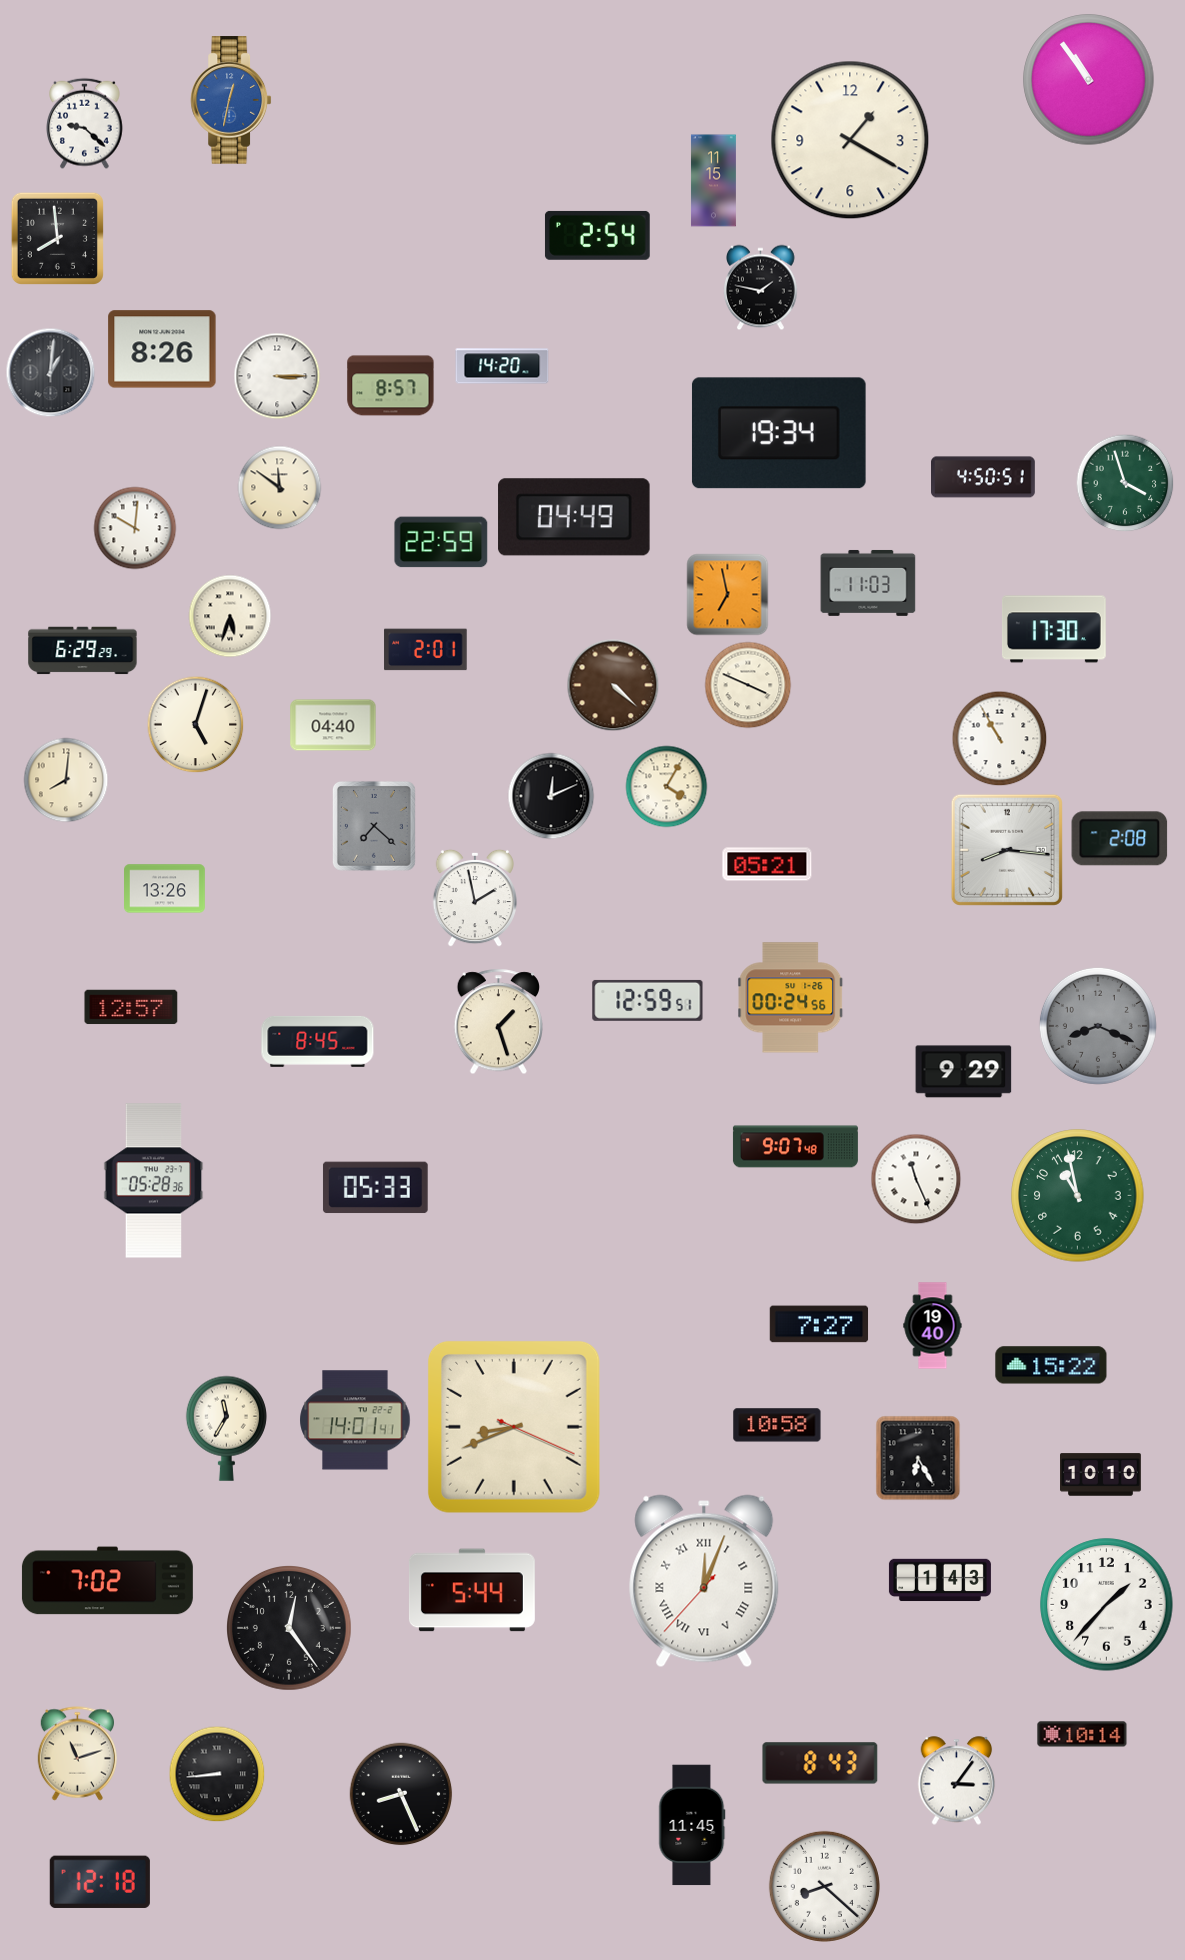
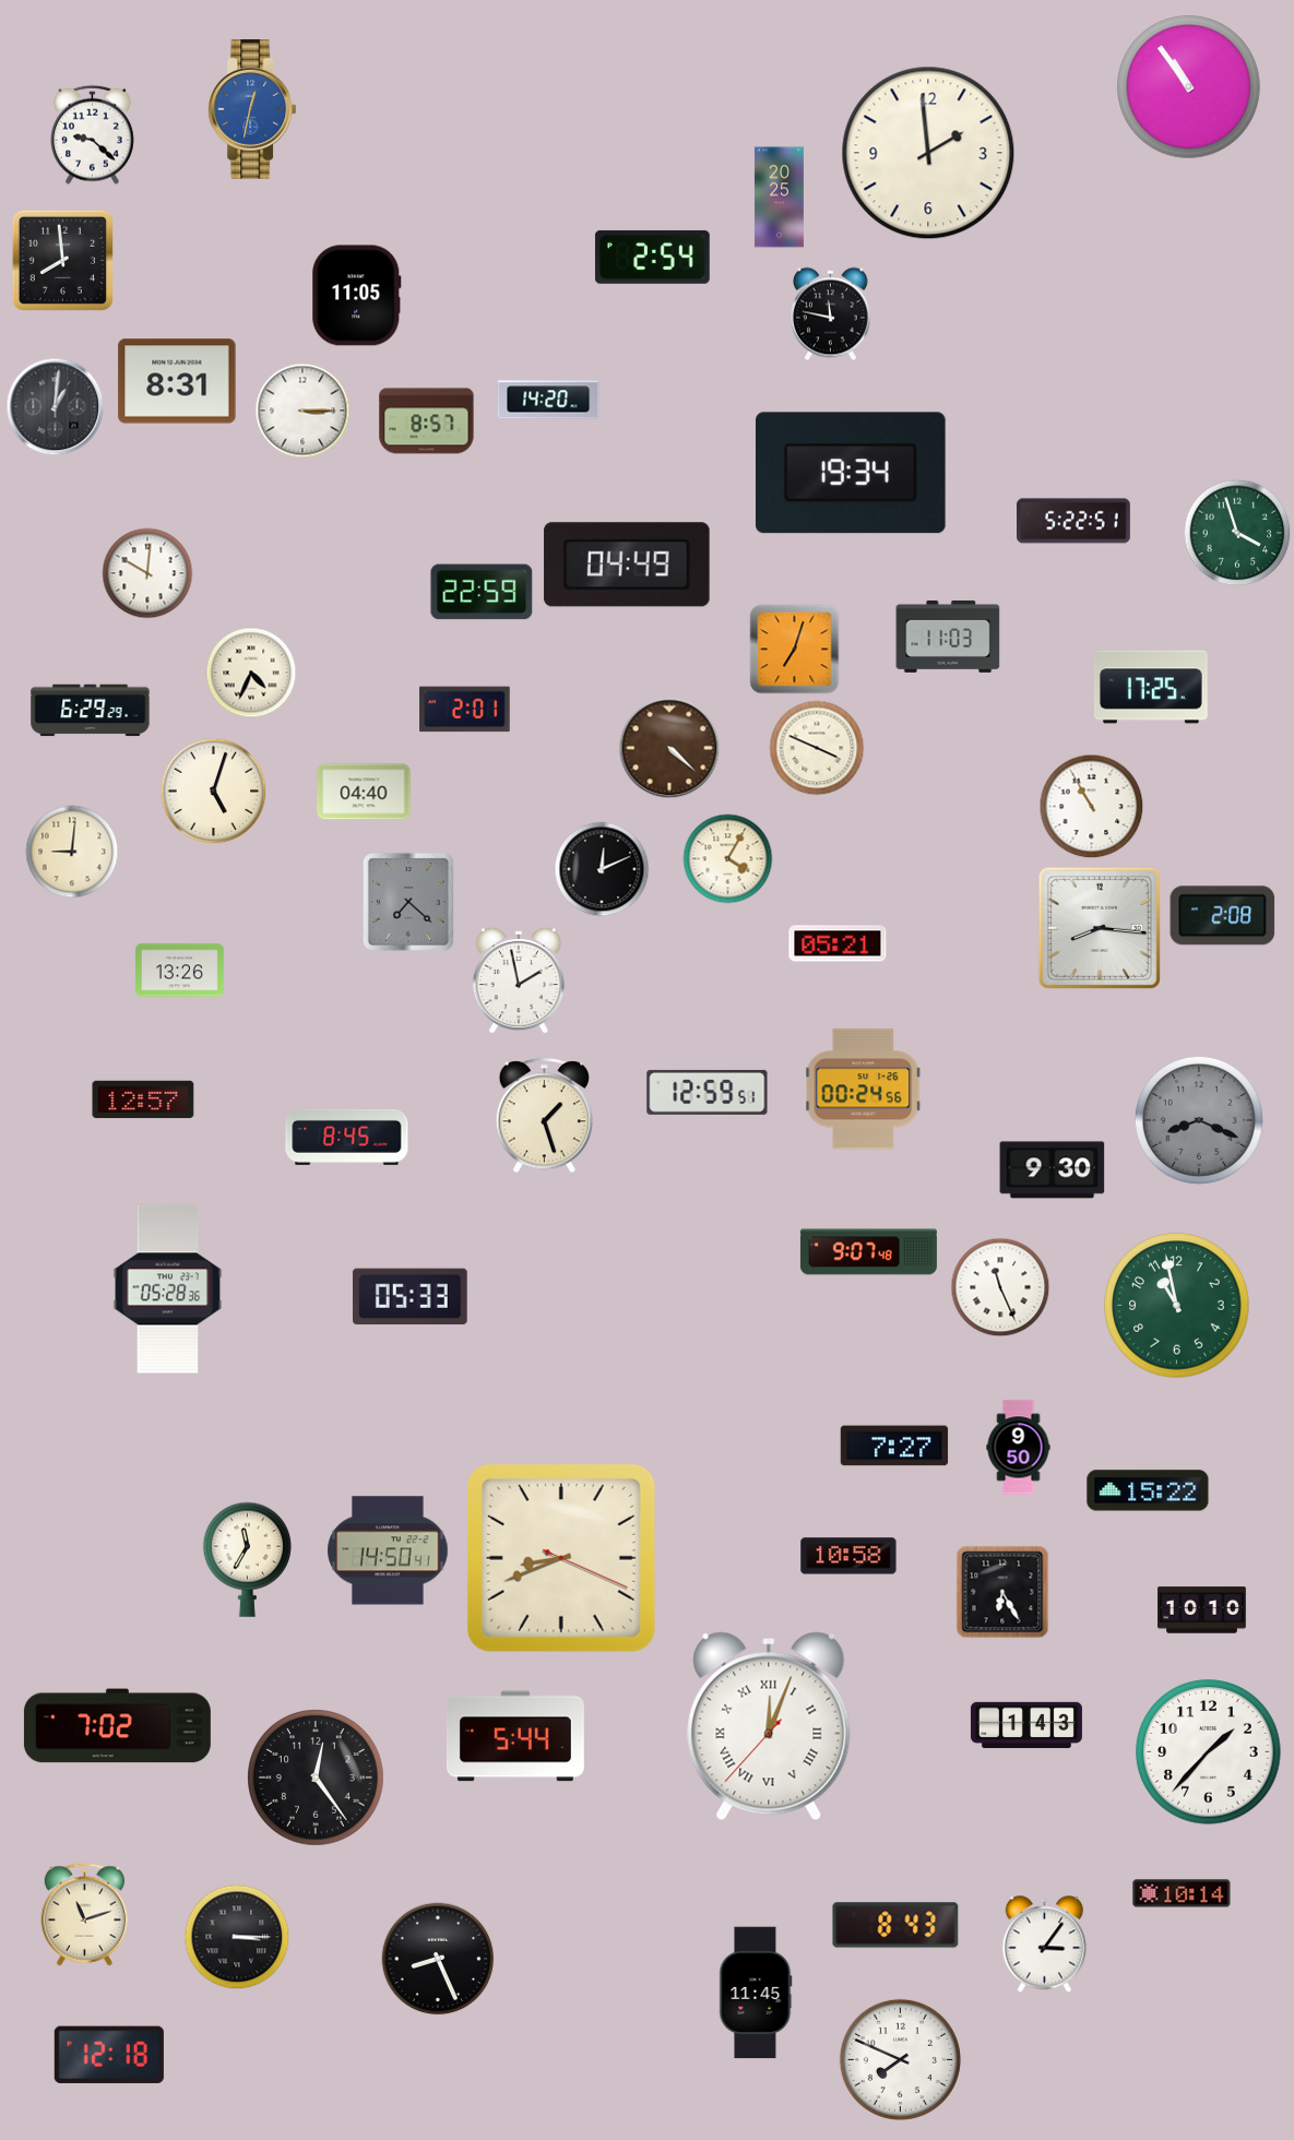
clock at (850, 140): 1:20 -> 1:59
clock at (714, 181): 11:15 -> 20:25
clock at (357, 296): none -> 11:05
clock at (761, 288): 1:47 -> 11:47
clock at (162, 349): 8:26 -> 8:31
clock at (984, 477): 4:50 -> 5:22
clock at (1125, 483) position: (1125, 483) -> (1237, 533)
clock at (280, 488): 11:51 -> none
clock at (135, 528) position: (135, 528) -> (147, 573)
clock at (728, 595): 6:58 -> 7:03
clock at (230, 616): 5:33 -> 4:34
clock at (1054, 629): 17:30 -> 17:25
clock at (66, 780): 8:01 -> 9:01
clock at (964, 1072): 9:29 -> 9:30
clock at (933, 1326): 19:40 -> 9:50
clock at (355, 1420): 14:01 -> 14:50
clock at (217, 1774): 8:44 -> 3:15
clock at (824, 1886): 8:22 -> 7:49
